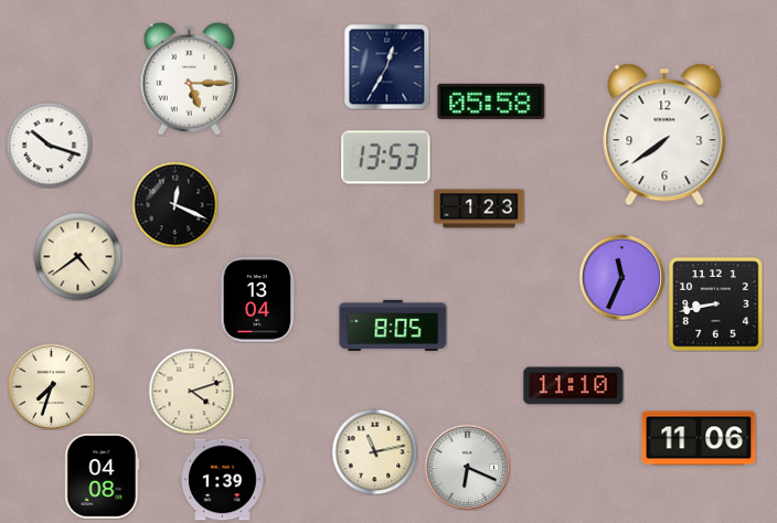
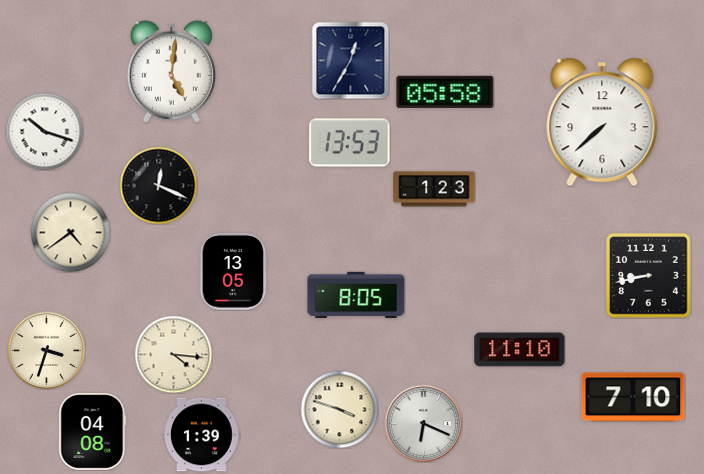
clock at (189, 78): 5:15 -> 5:01
clock at (664, 135): 7:39 -> 7:38
clock at (621, 277): 11:34 -> none
clock at (257, 300): 13:04 -> 13:05
clock at (51, 386): 7:33 -> 3:33
clock at (191, 391): 4:12 -> 4:16
clock at (699, 438): 11:06 -> 7:10
clock at (374, 451): 11:13 -> 3:48
